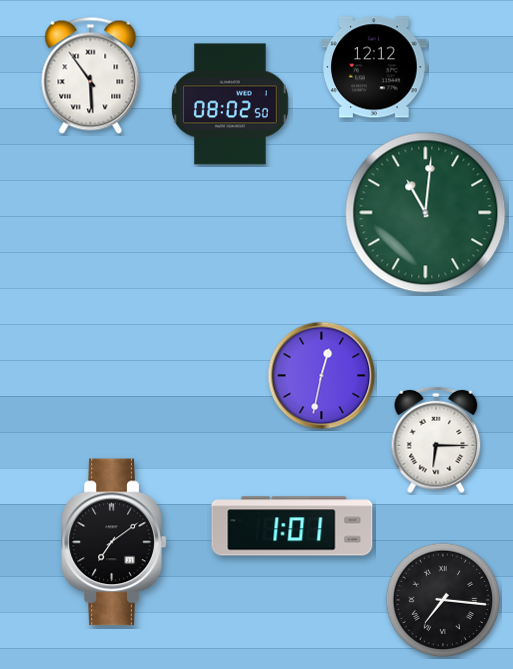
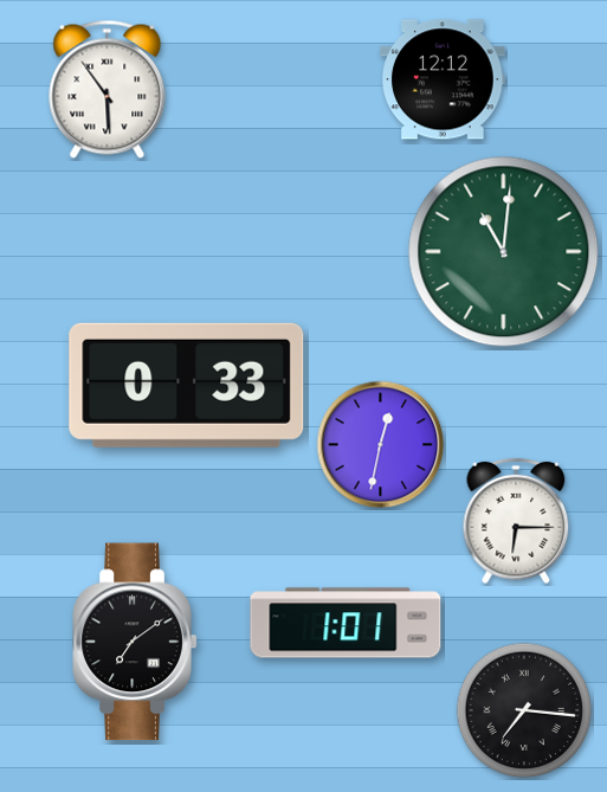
clock at (231, 104): 08:02 -> none
clock at (187, 385): none -> 0:33
